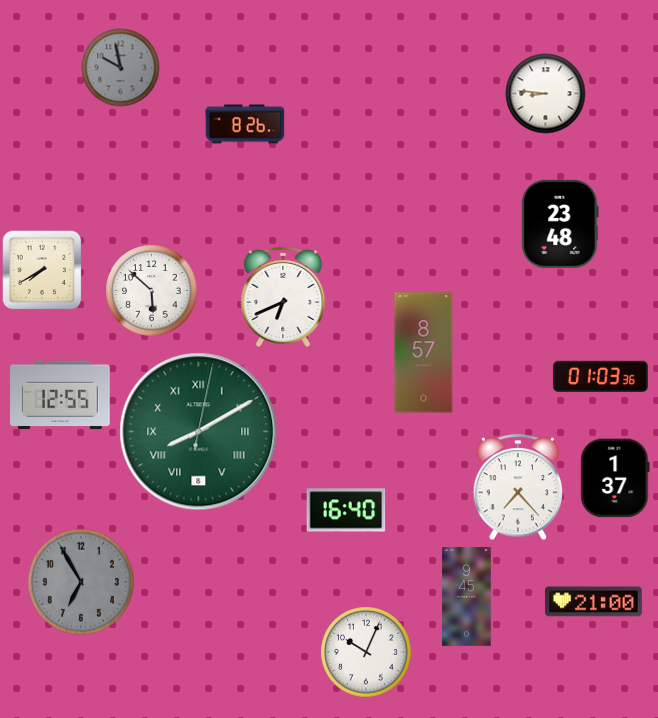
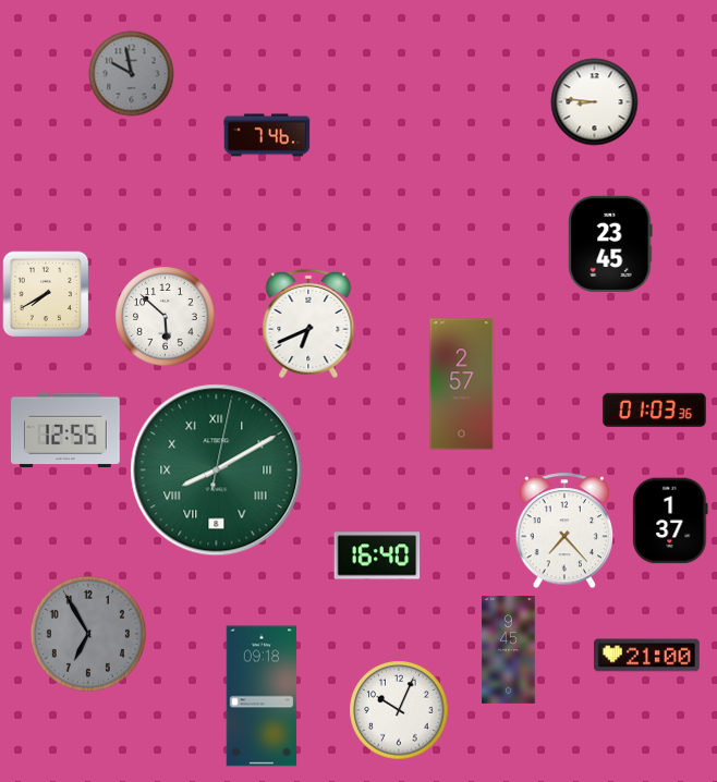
clock at (245, 124): 8:26 -> 7:46
clock at (560, 224): 23:48 -> 23:45
clock at (424, 353): 8:57 -> 2:57
clock at (262, 696): none -> 09:18
